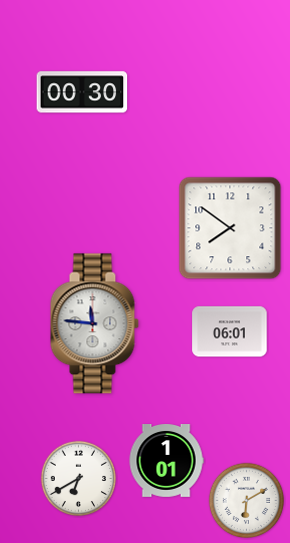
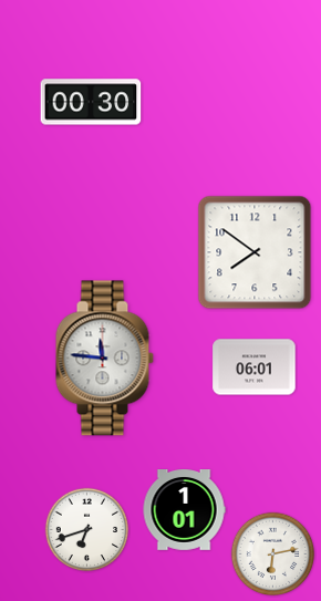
clock at (79, 479): 6:40 -> 6:42
clock at (247, 501): 6:10 -> 6:13
